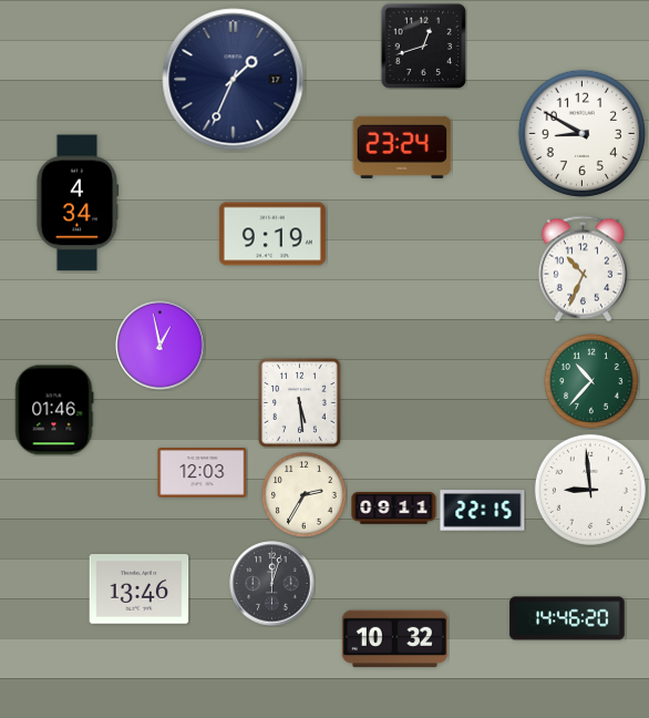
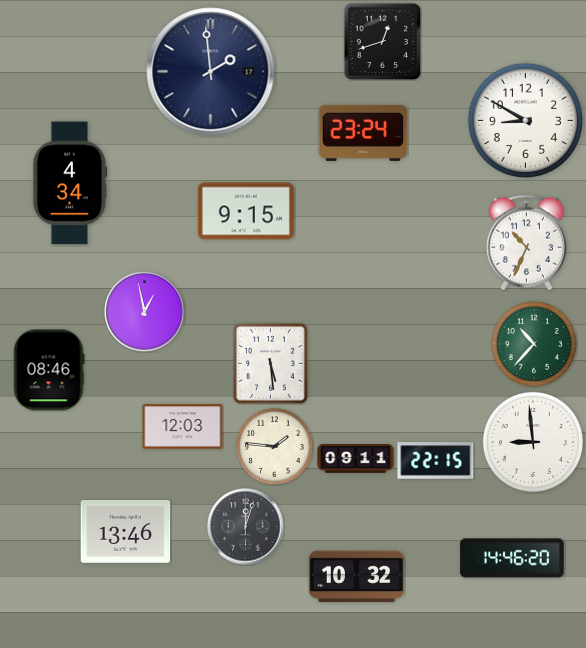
clock at (234, 80): 1:34 -> 1:59
clock at (272, 234): 9:19 -> 9:15
clock at (54, 410): 01:46 -> 08:46
clock at (305, 495): 2:35 -> 1:46
